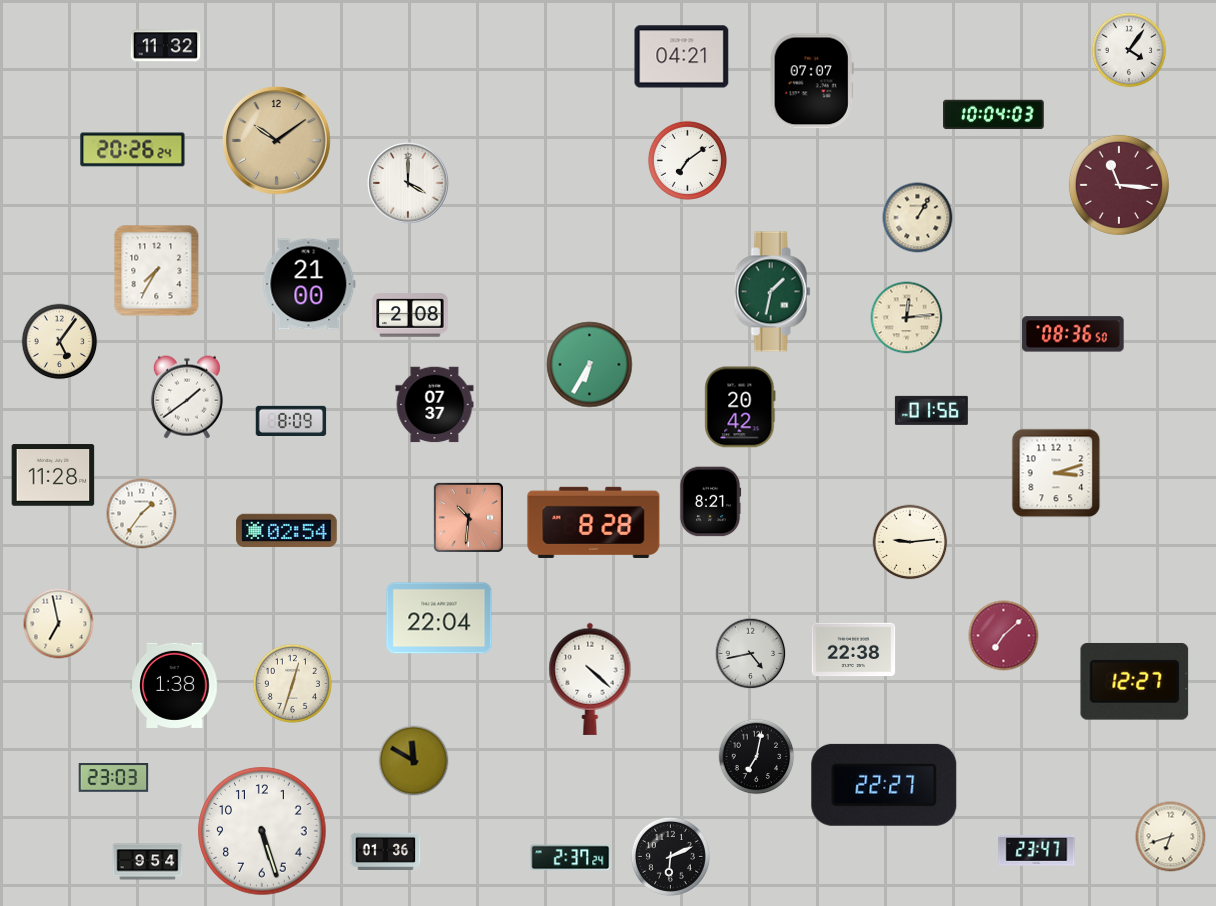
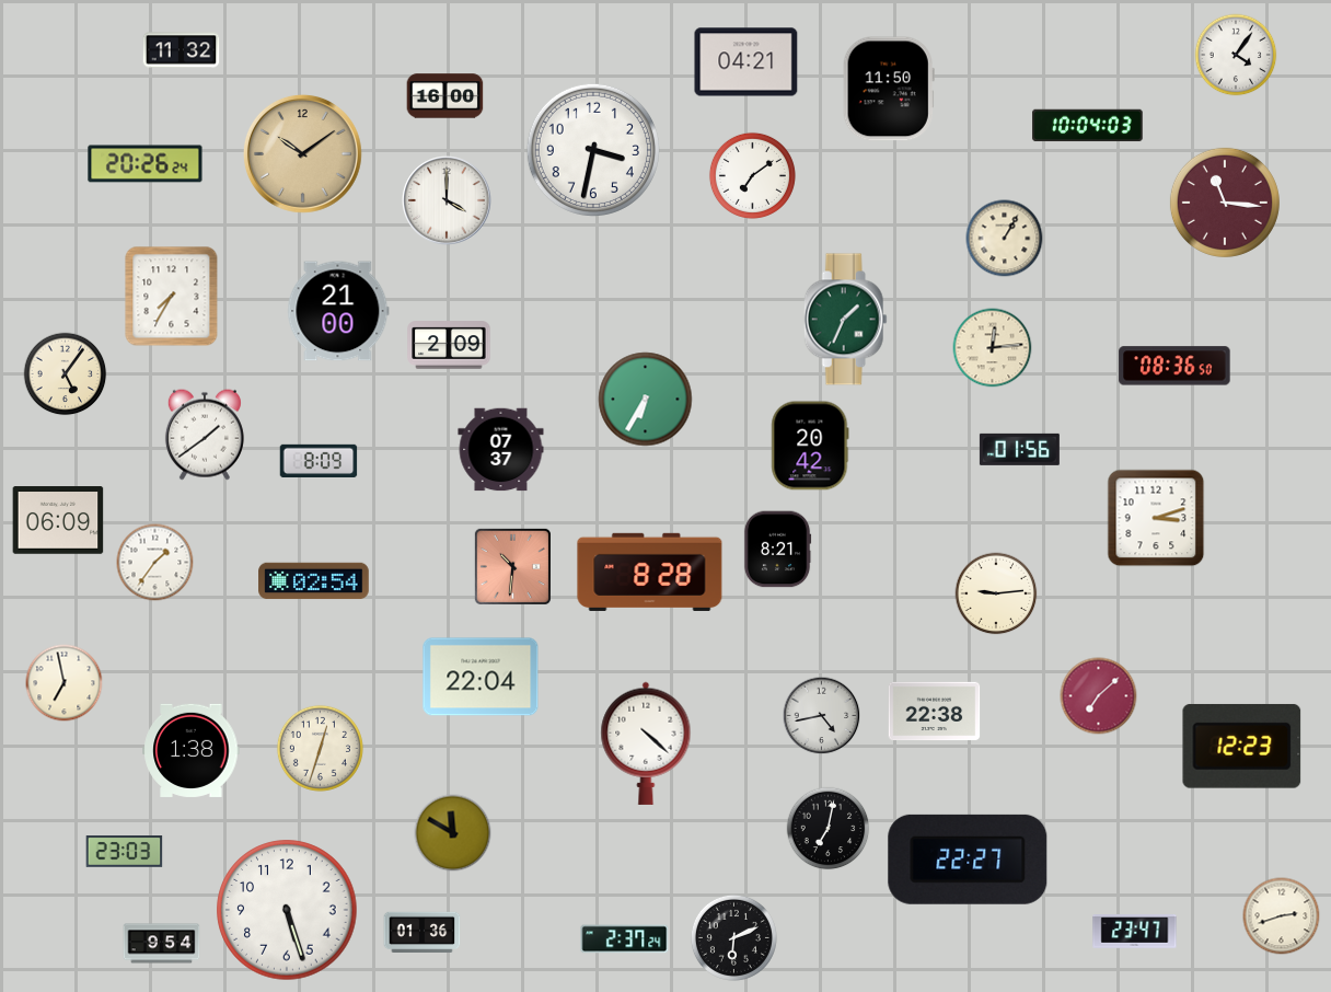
clock at (812, 81): 07:07 -> 11:50
clock at (445, 96): none -> 16:00
clock at (593, 150): none -> 3:32
clock at (772, 292): 1:32 -> 1:34
clock at (410, 315): 2:08 -> 2:09
clock at (435, 405) position: (435, 405) -> (501, 450)
clock at (53, 475): 11:28 -> 06:09
clock at (1135, 681): 12:27 -> 12:23
clock at (1171, 837): 6:42 -> 2:42
